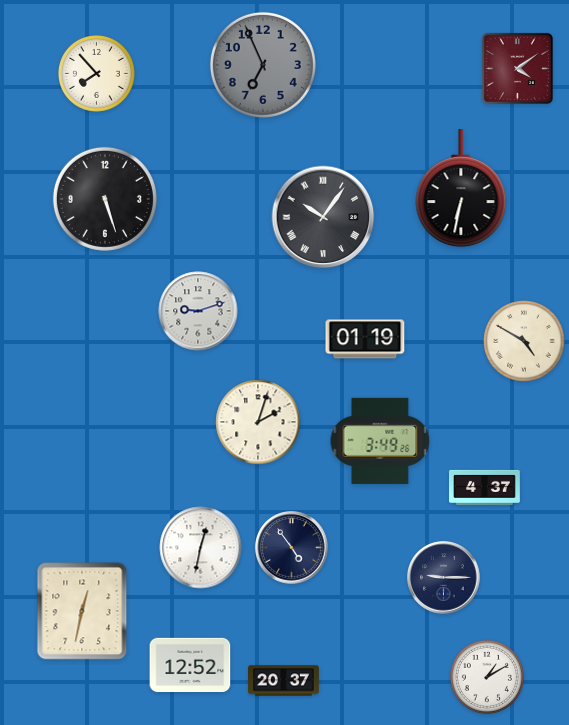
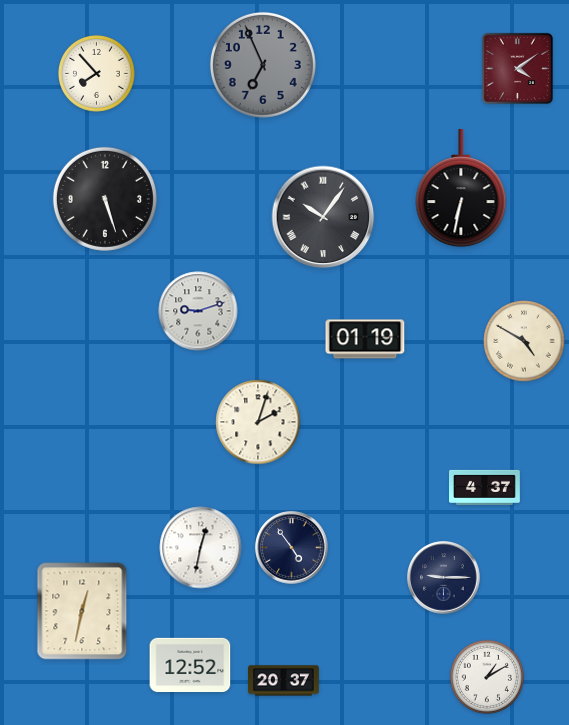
clock at (380, 441): 3:49 -> none
